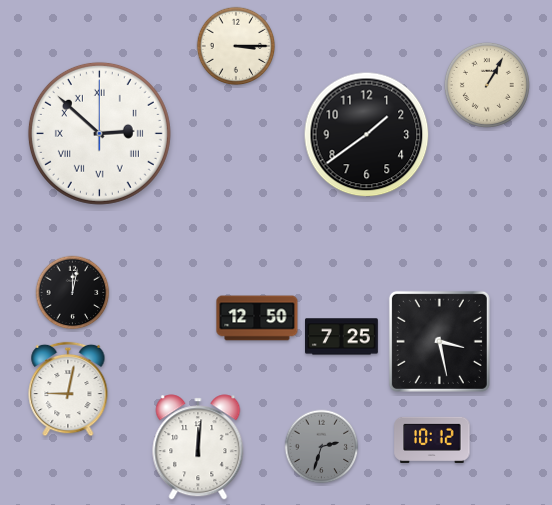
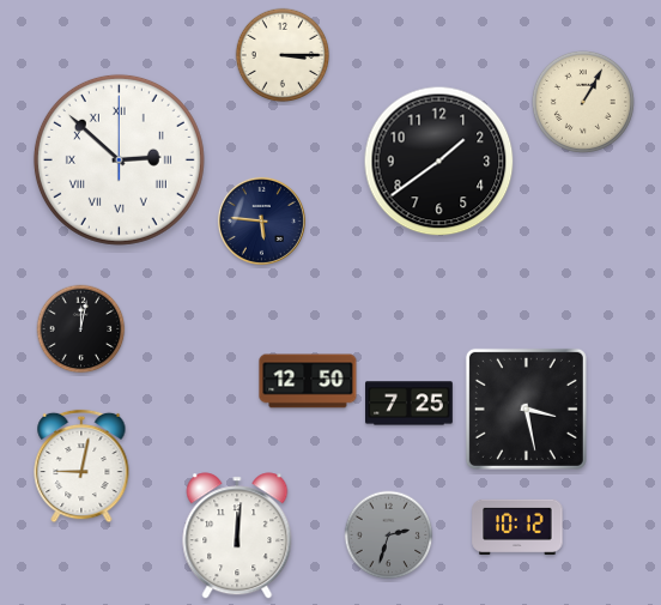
clock at (261, 220): none -> 5:46
clock at (73, 293) position: (73, 293) -> (81, 329)
clock at (322, 447) position: (322, 447) -> (389, 536)
